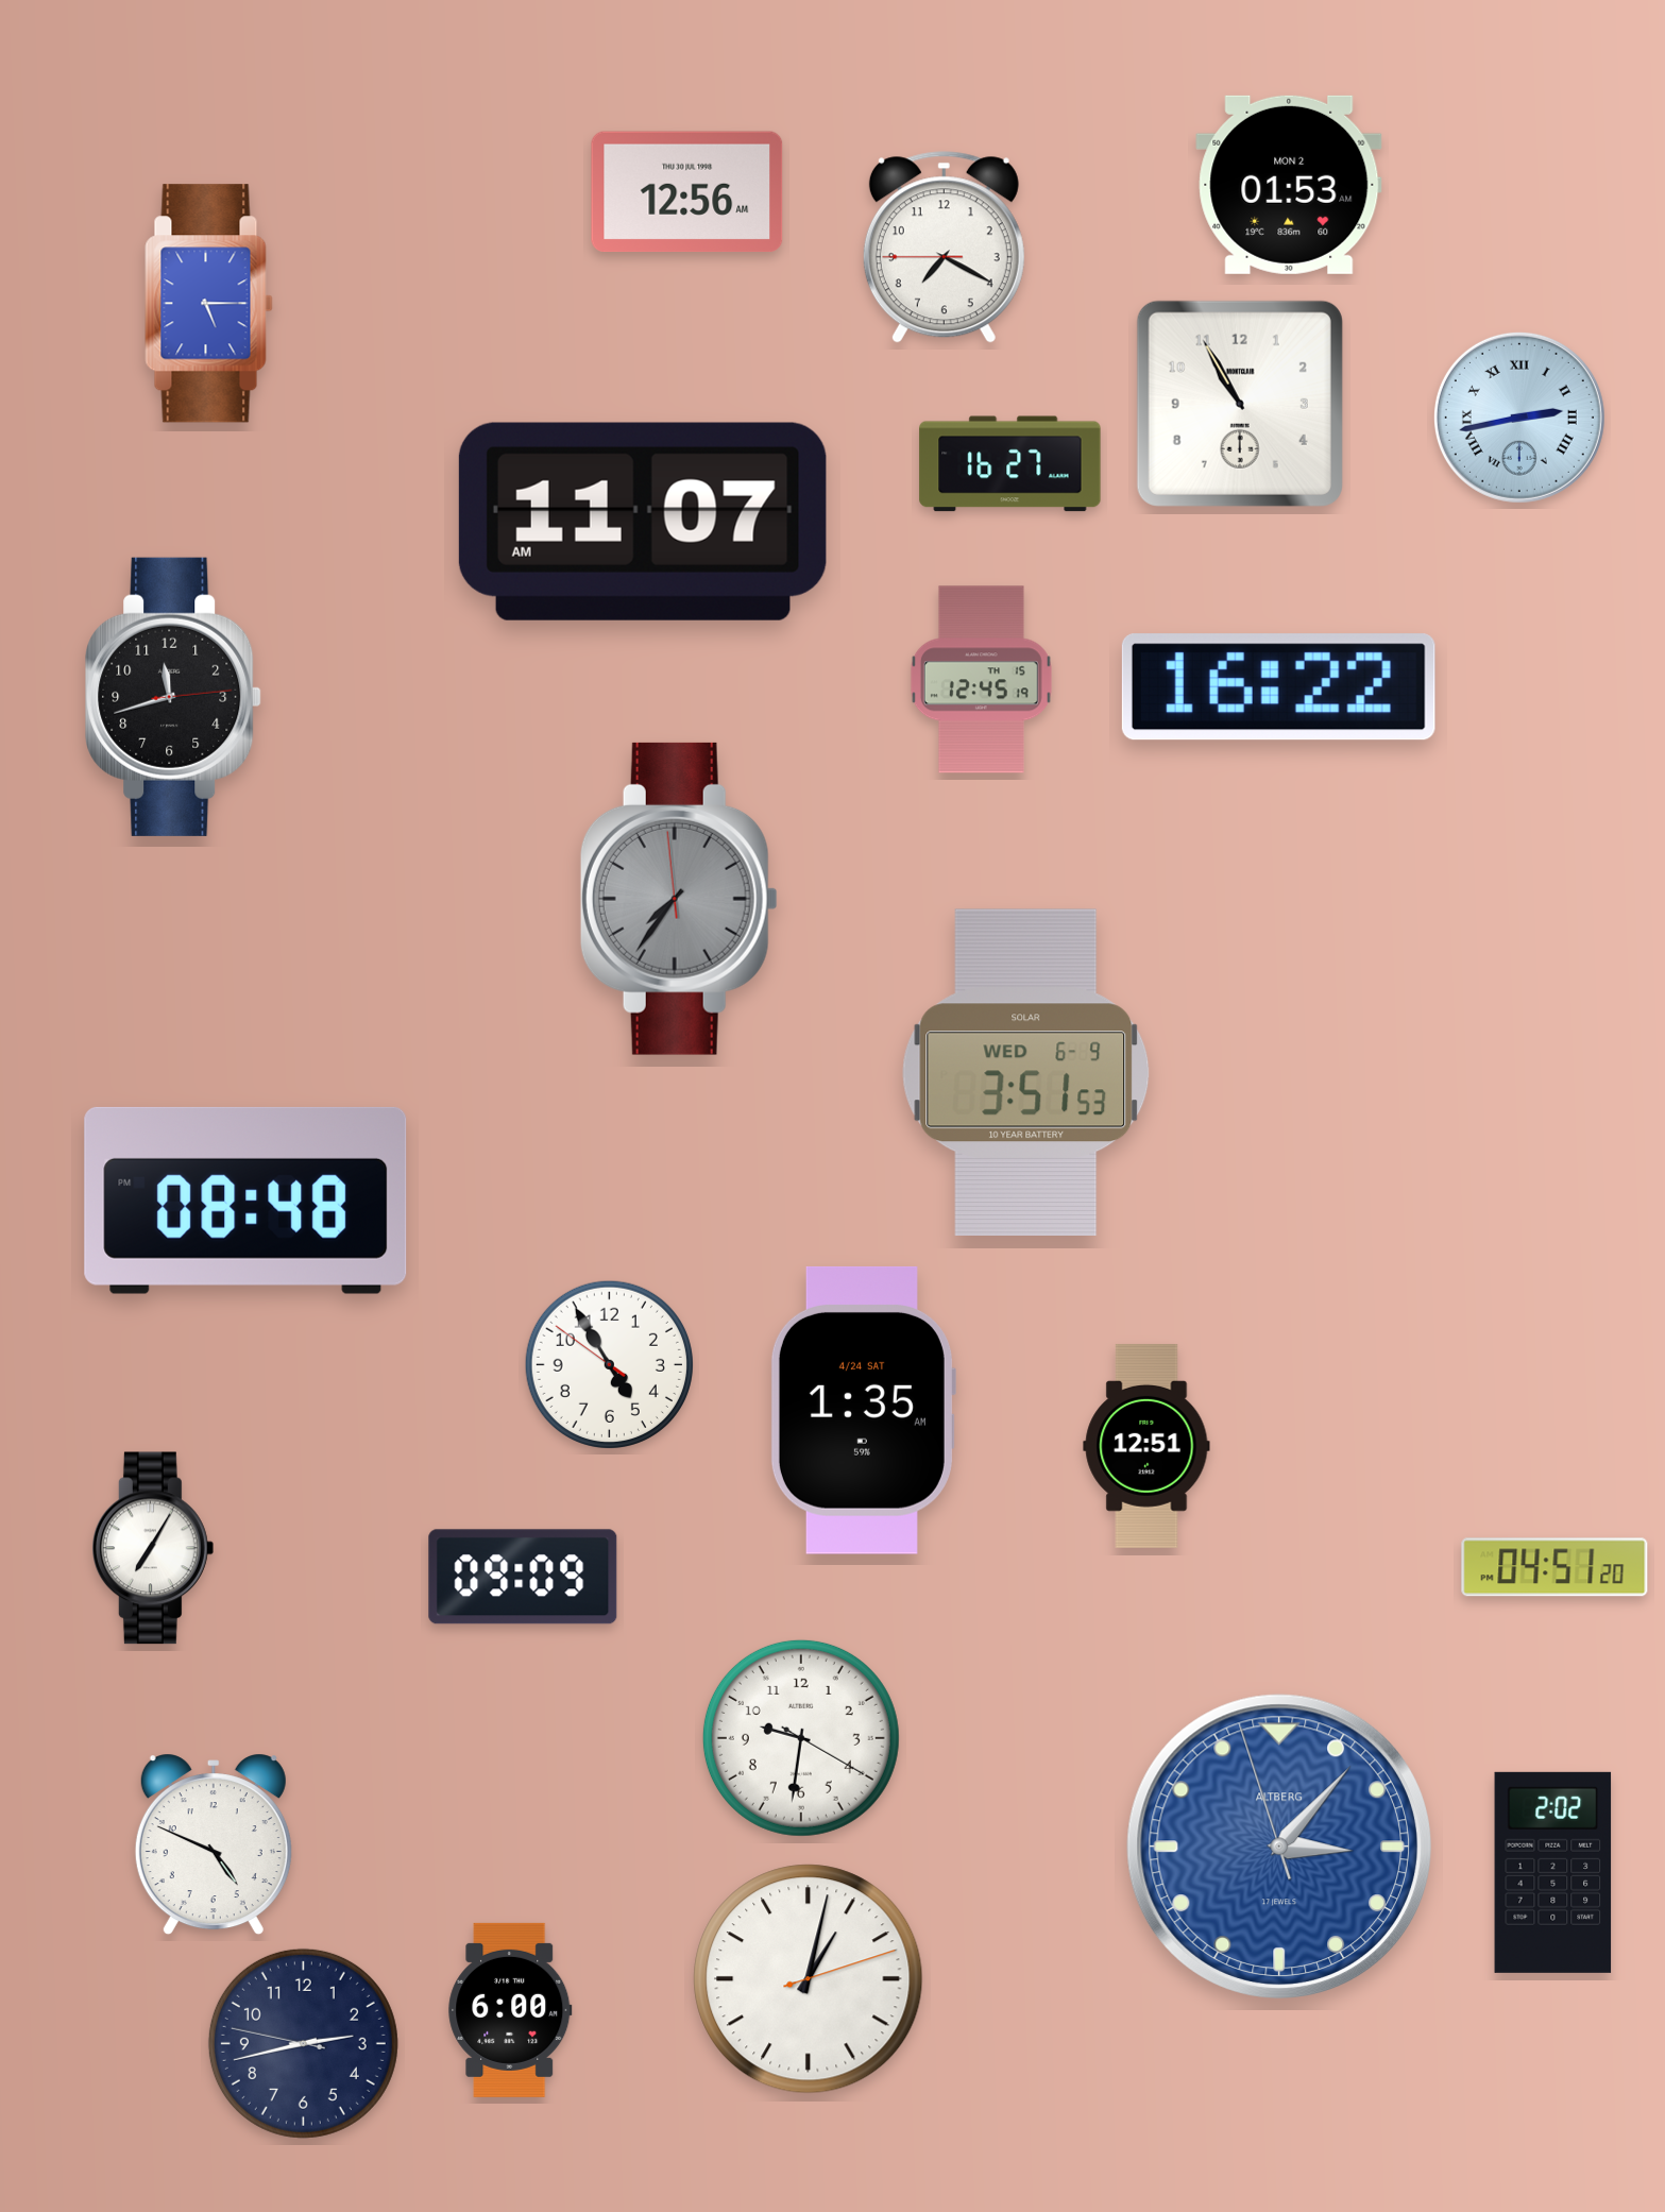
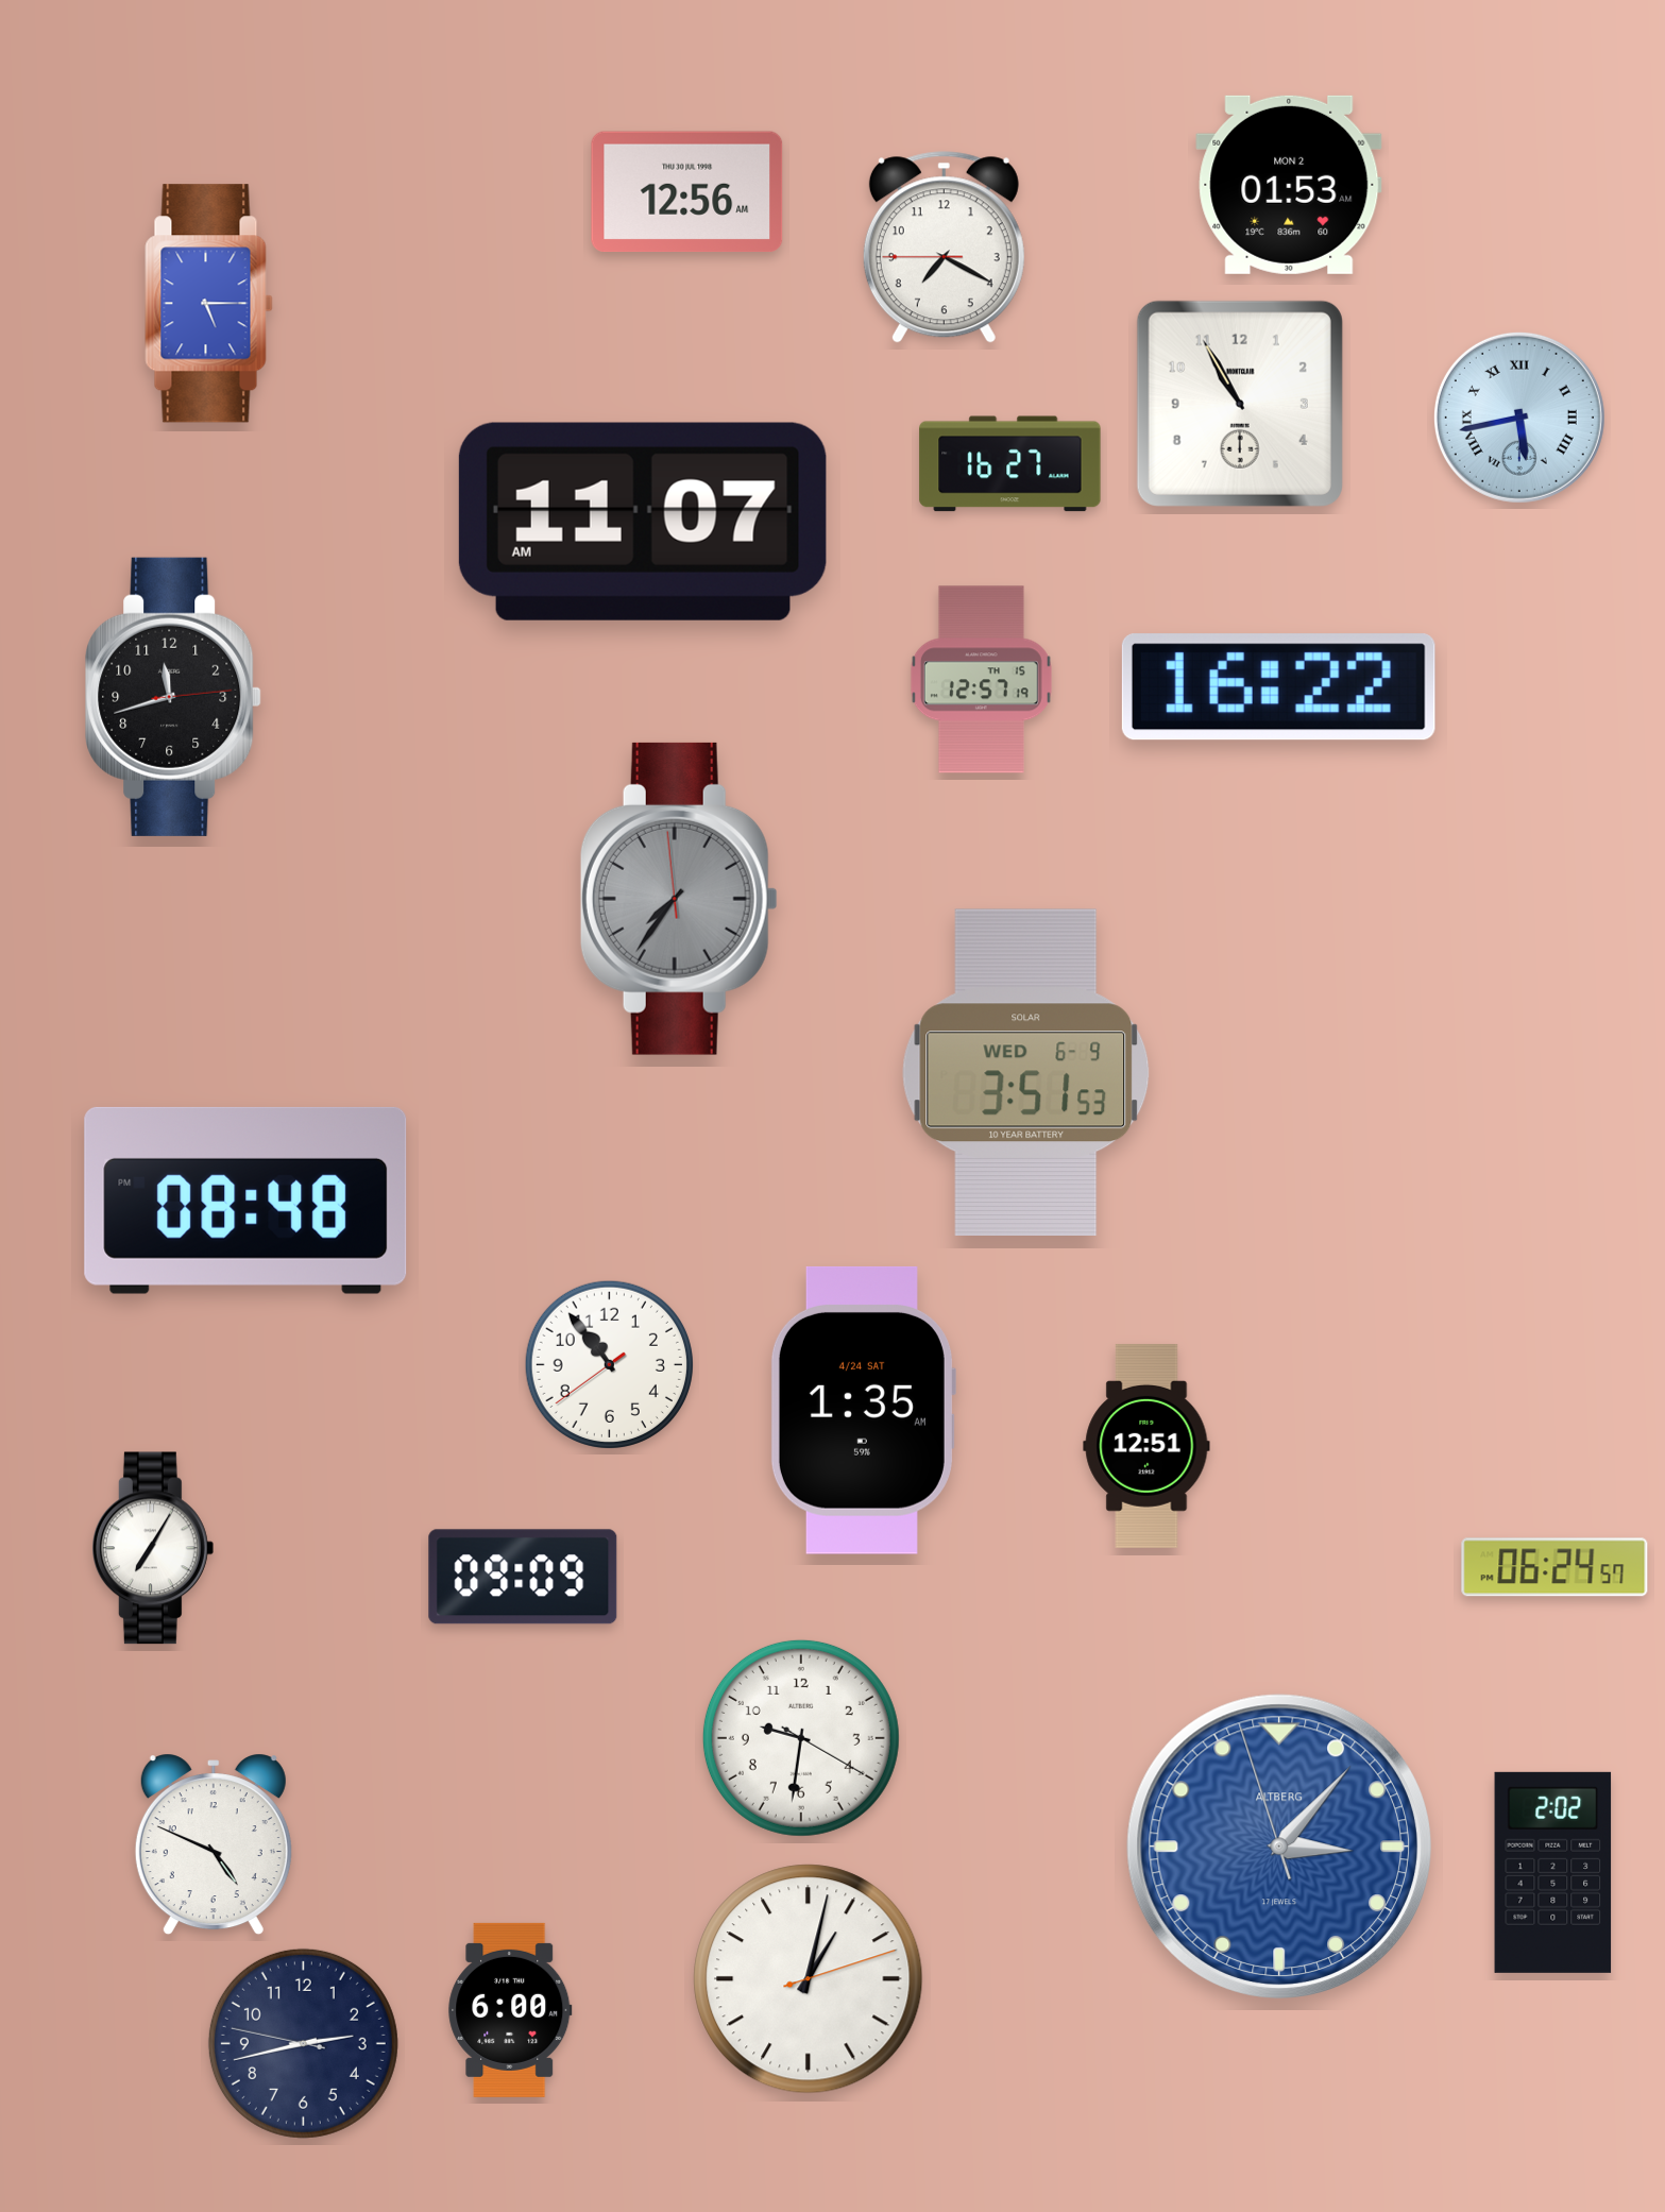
clock at (1519, 418): 2:43 -> 5:43
clock at (981, 680): 12:45 -> 12:57
clock at (609, 1364): 4:54 -> 10:53
clock at (1554, 1567): 04:51 -> 06:24
